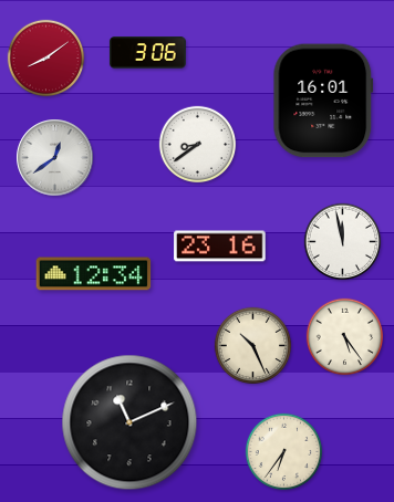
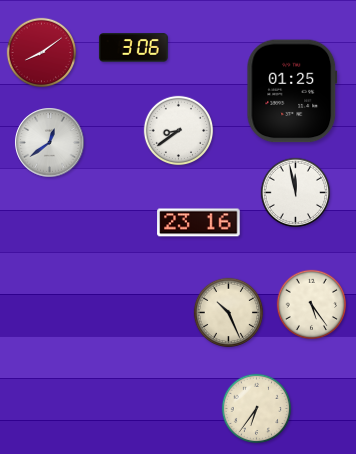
clock at (323, 101): 16:01 -> 01:25
clock at (343, 242) position: (343, 242) -> (296, 193)
clock at (94, 274): 12:34 -> none
clock at (129, 422): 11:11 -> none
